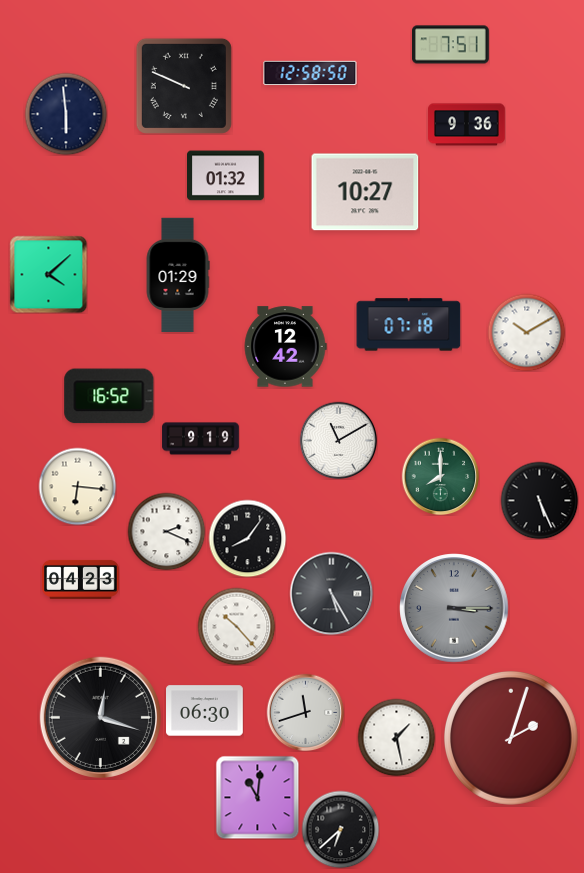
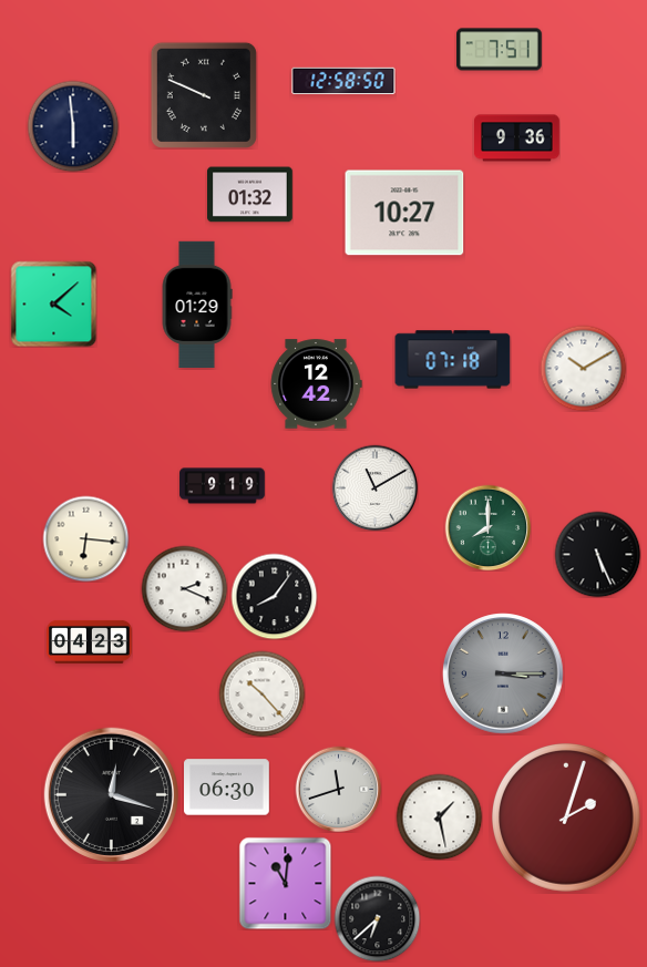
clock at (109, 396): 16:52 -> none
clock at (331, 593): 5:25 -> none
